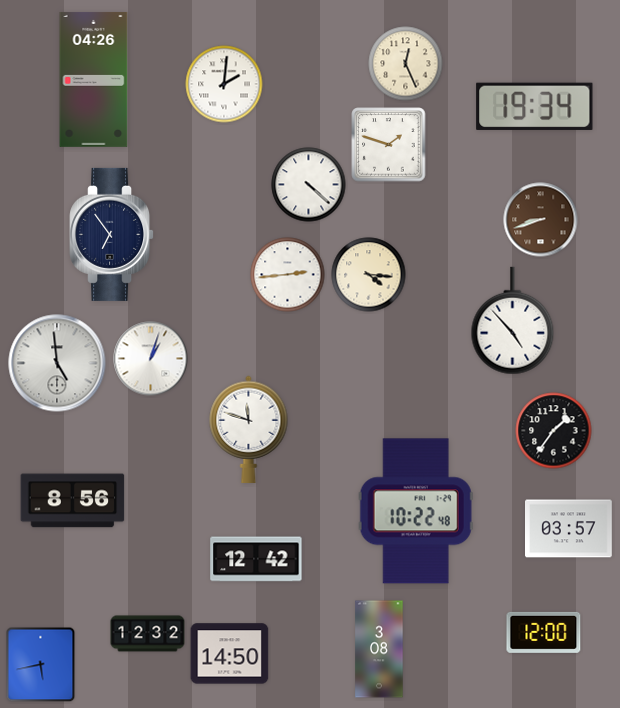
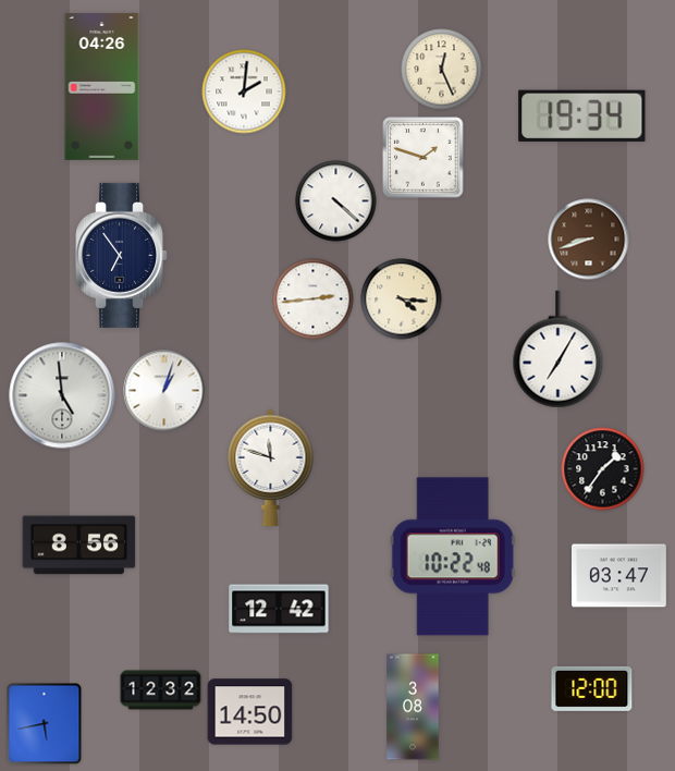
clock at (513, 321): 4:53 -> 7:05
clock at (569, 529): 03:57 -> 03:47
